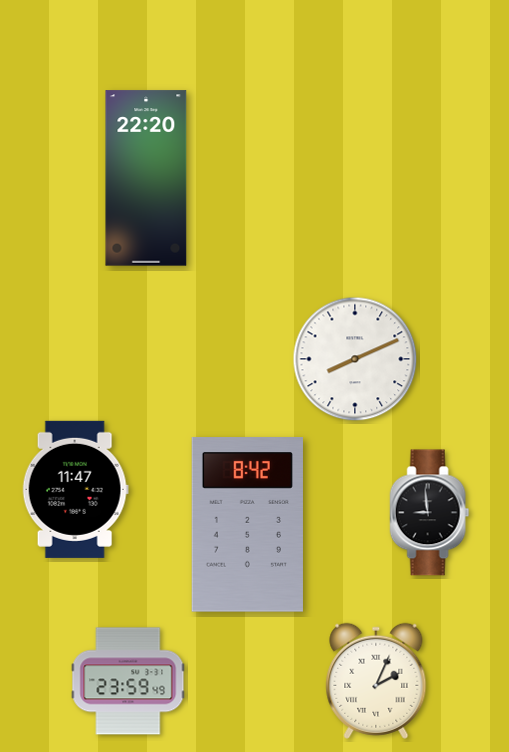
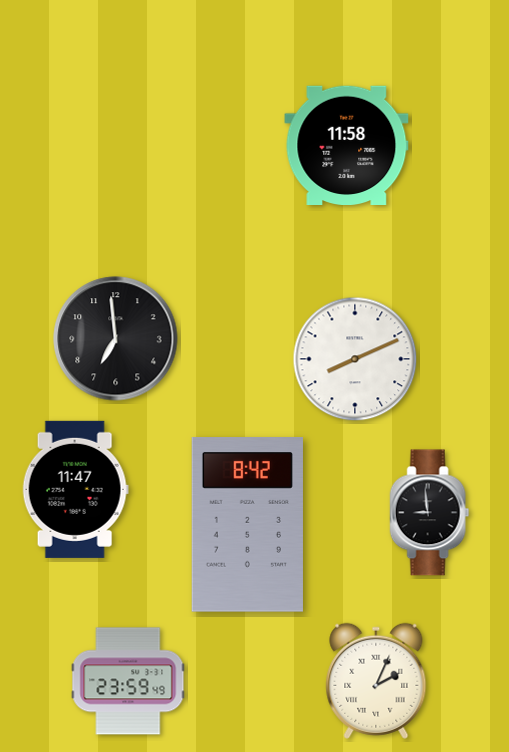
clock at (347, 145): none -> 11:58
clock at (146, 178): 22:20 -> none
clock at (116, 339): none -> 6:59
